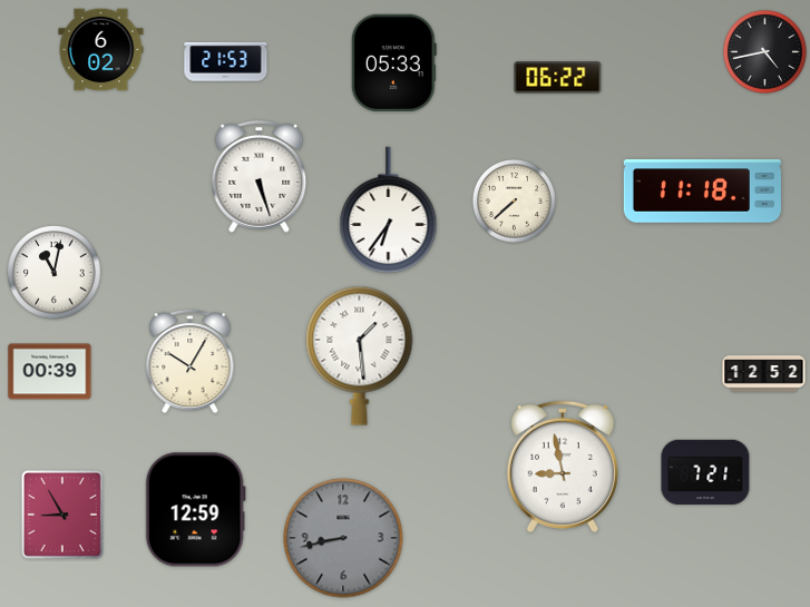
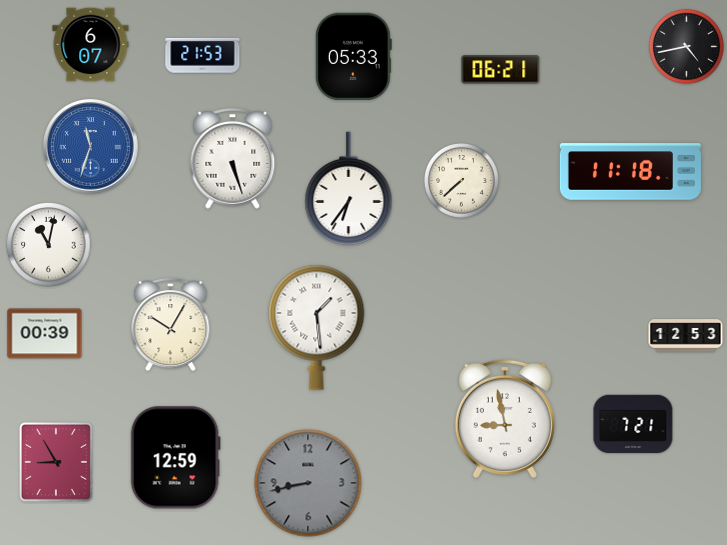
clock at (101, 50): 6:02 -> 6:07
clock at (558, 78): 06:22 -> 06:21
clock at (91, 147): none -> 11:33
clock at (360, 355) position: (360, 355) -> (317, 327)
clock at (764, 374): 12:52 -> 12:53
